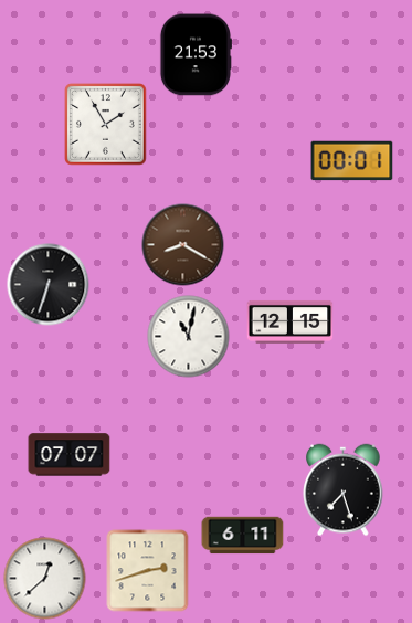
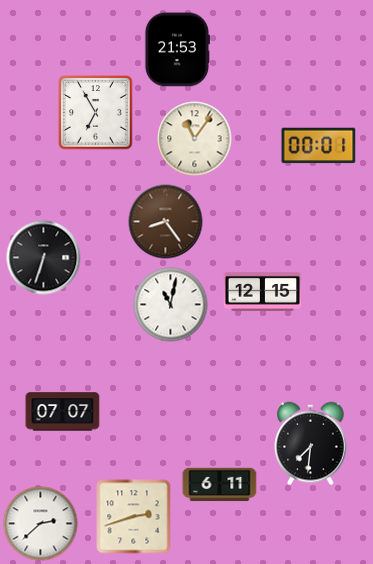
clock at (106, 125): 1:55 -> 6:55
clock at (195, 139): none -> 11:06
clock at (183, 245): 8:20 -> 8:24
clock at (344, 490): 7:27 -> 7:31
clock at (45, 579): 12:38 -> 2:38
